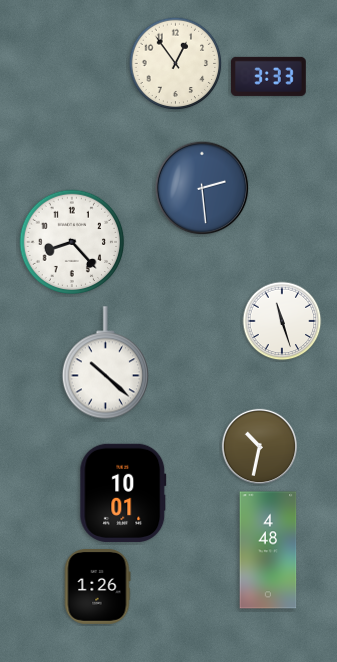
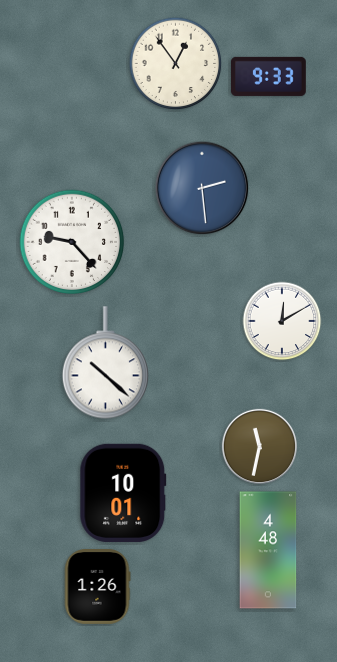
clock at (269, 76): 3:33 -> 9:33
clock at (72, 242): 8:23 -> 9:23
clock at (282, 321): 11:27 -> 12:10
clock at (259, 446): 10:32 -> 11:32
